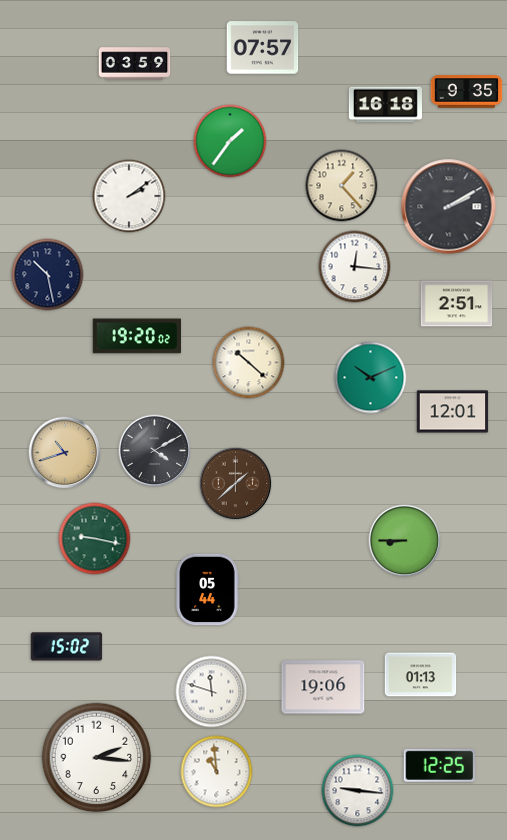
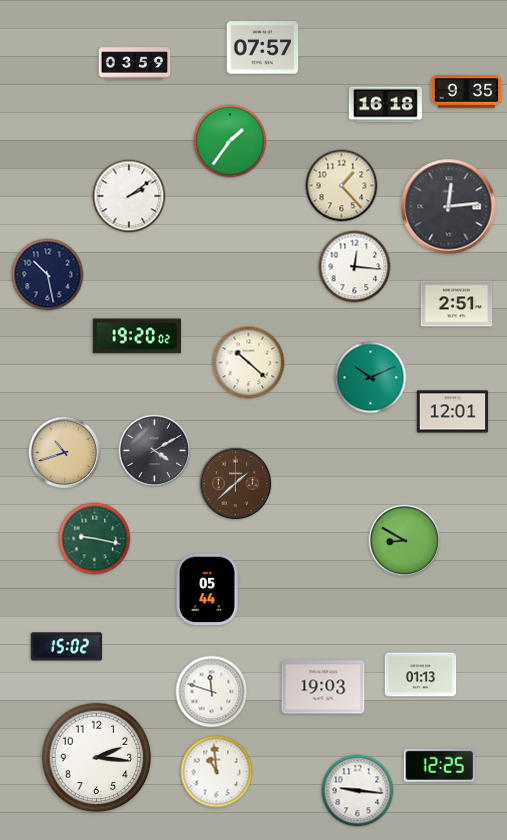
clock at (449, 207): 2:10 -> 12:14
clock at (405, 541): 8:45 -> 8:50
clock at (323, 687): 19:06 -> 19:03
